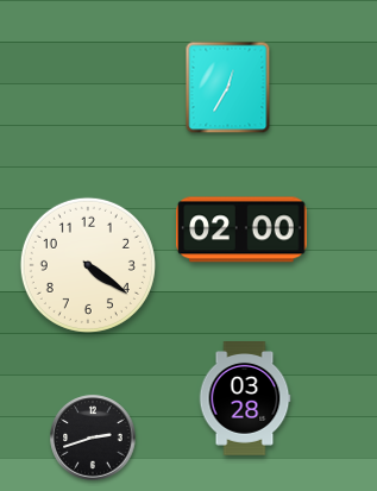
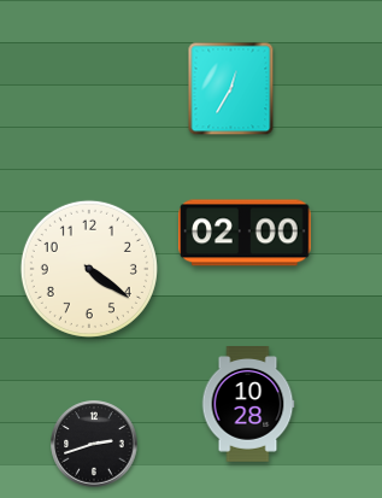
clock at (245, 399): 03:28 -> 10:28
